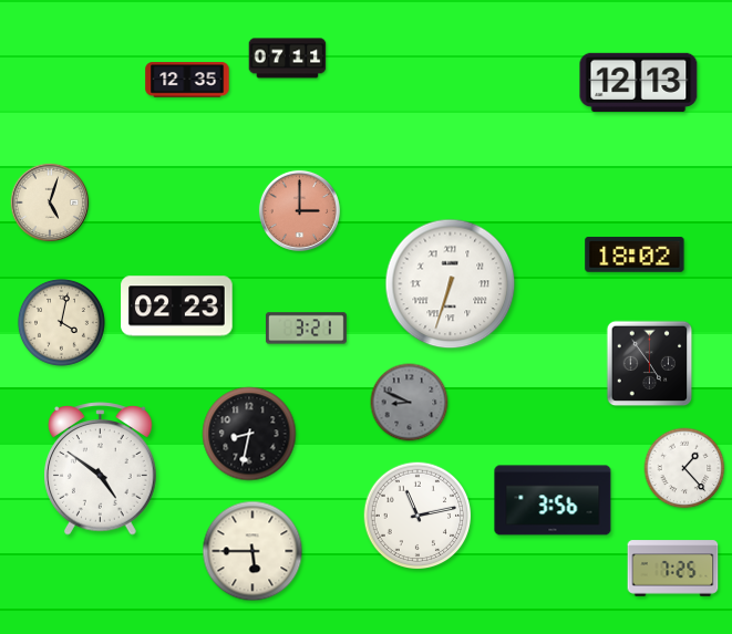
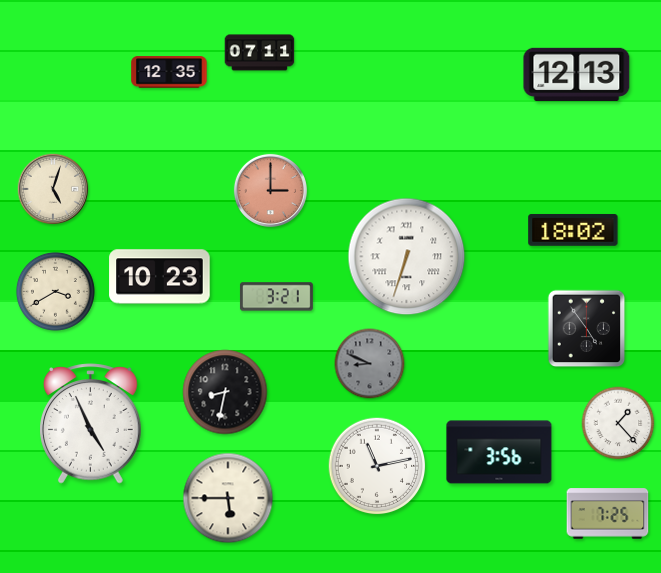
clock at (50, 202) position: (50, 202) -> (53, 189)
clock at (177, 306): 02:23 -> 10:23
clock at (61, 322): 4:02 -> 3:40
clock at (101, 469): 4:51 -> 4:56
